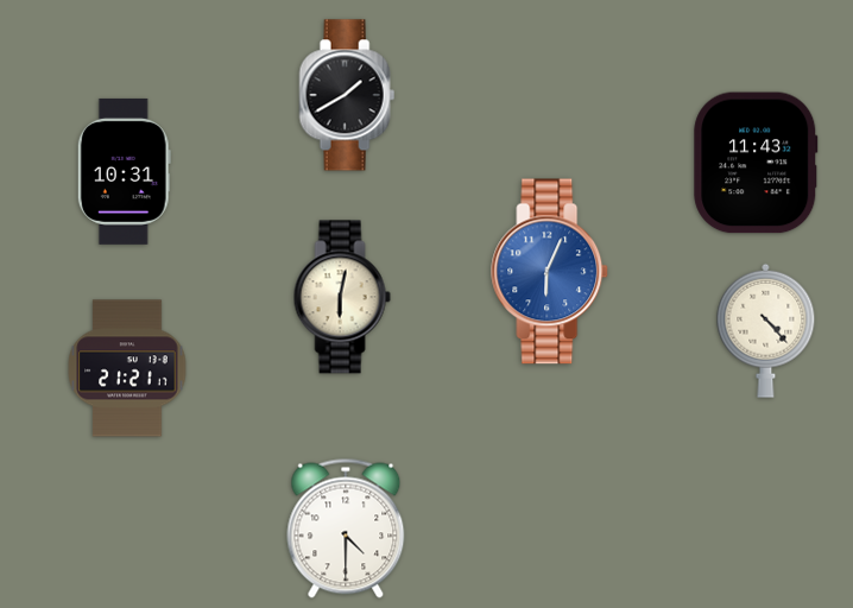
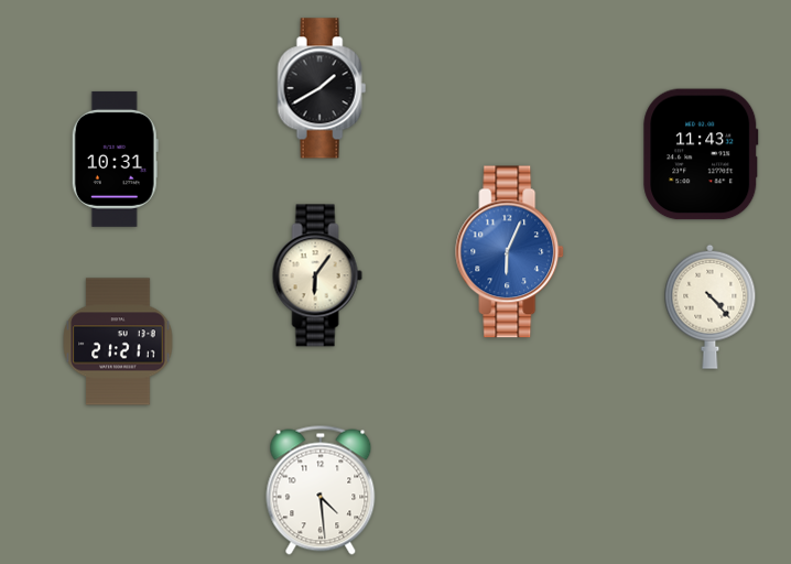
clock at (756, 163) position: (756, 163) -> (701, 154)
clock at (342, 297): 6:02 -> 6:06
clock at (346, 528): 4:30 -> 4:29
